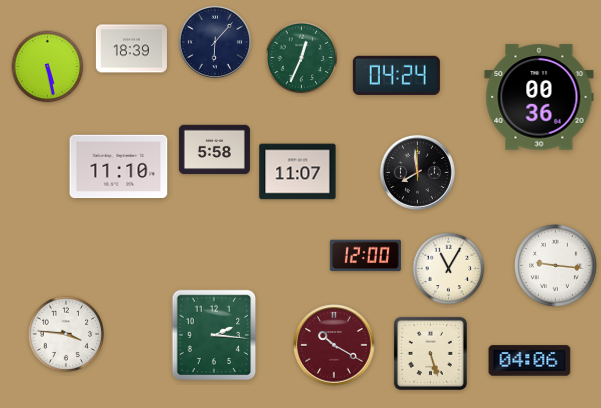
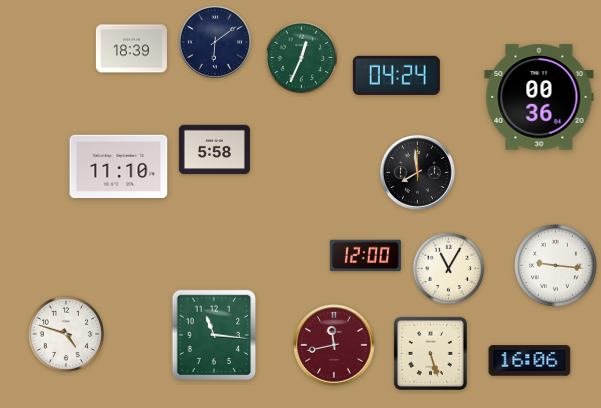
clock at (215, 42): 6:07 -> 6:09
clock at (48, 67): 5:28 -> none
clock at (298, 172): 11:07 -> none
clock at (65, 333): 3:46 -> 4:48
clock at (214, 335): 2:16 -> 11:16
clock at (334, 345): 10:20 -> 11:43
clock at (530, 361): 04:06 -> 16:06
